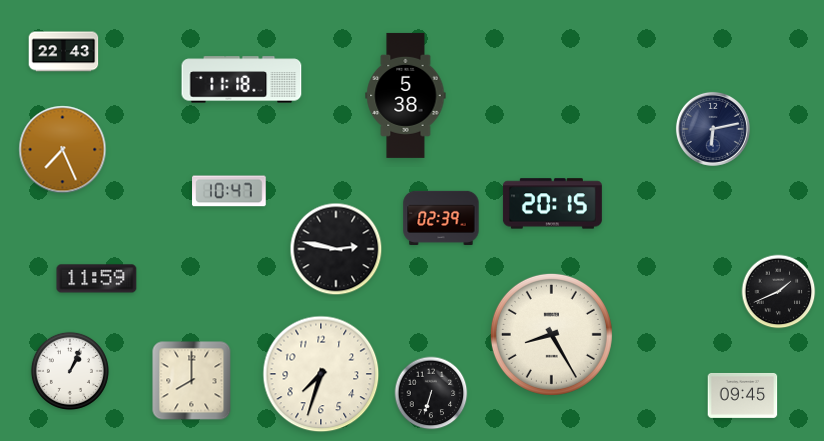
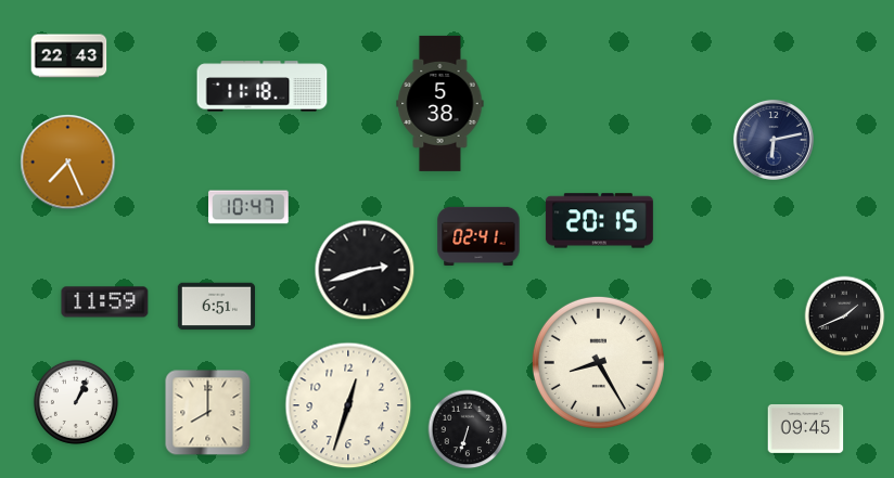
clock at (441, 218): 02:39 -> 02:41
clock at (336, 249): 2:47 -> 2:42
clock at (216, 307): none -> 6:51
clock at (321, 374): 7:33 -> 12:33
clock at (431, 393) position: (431, 393) -> (468, 429)
